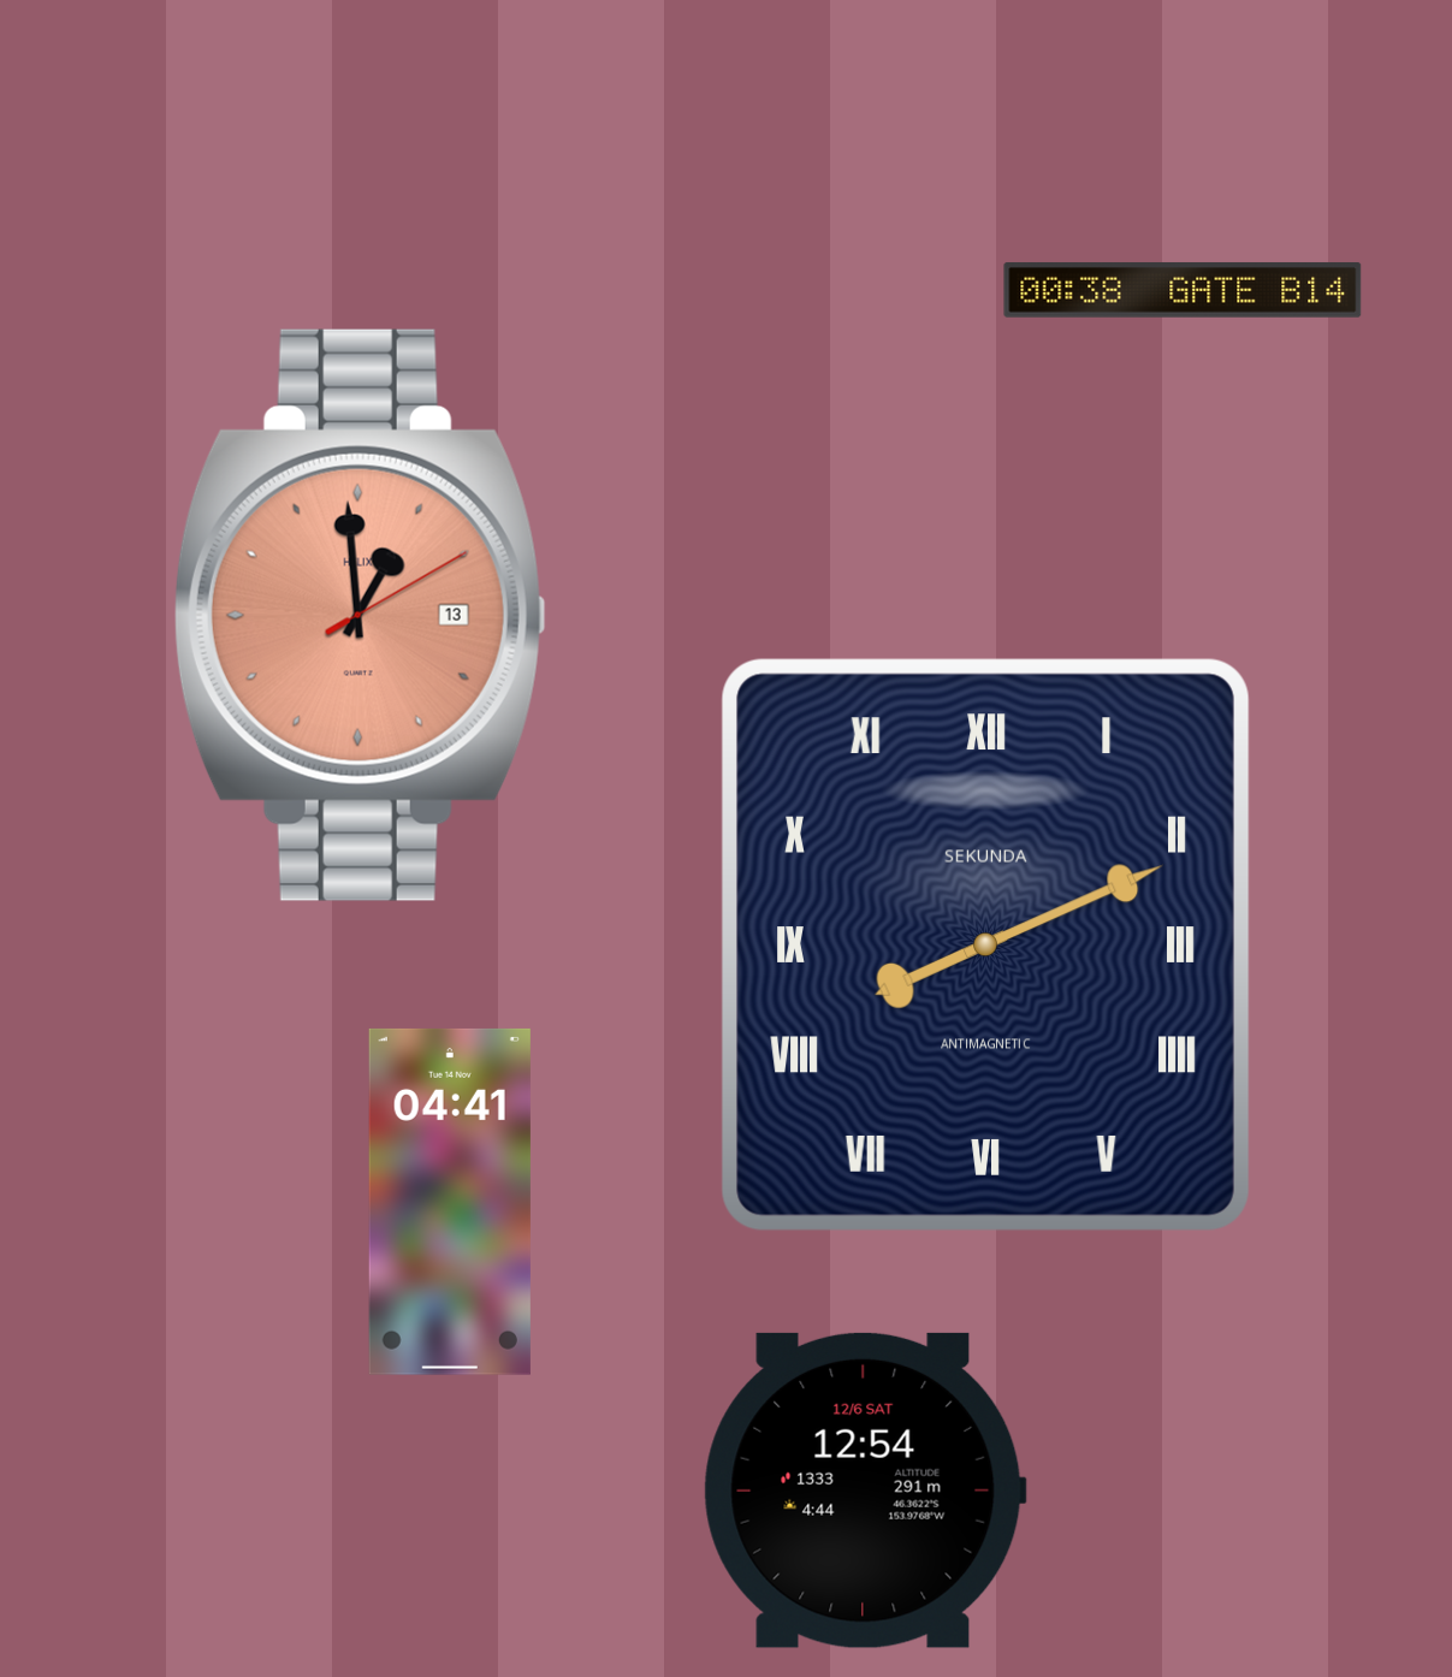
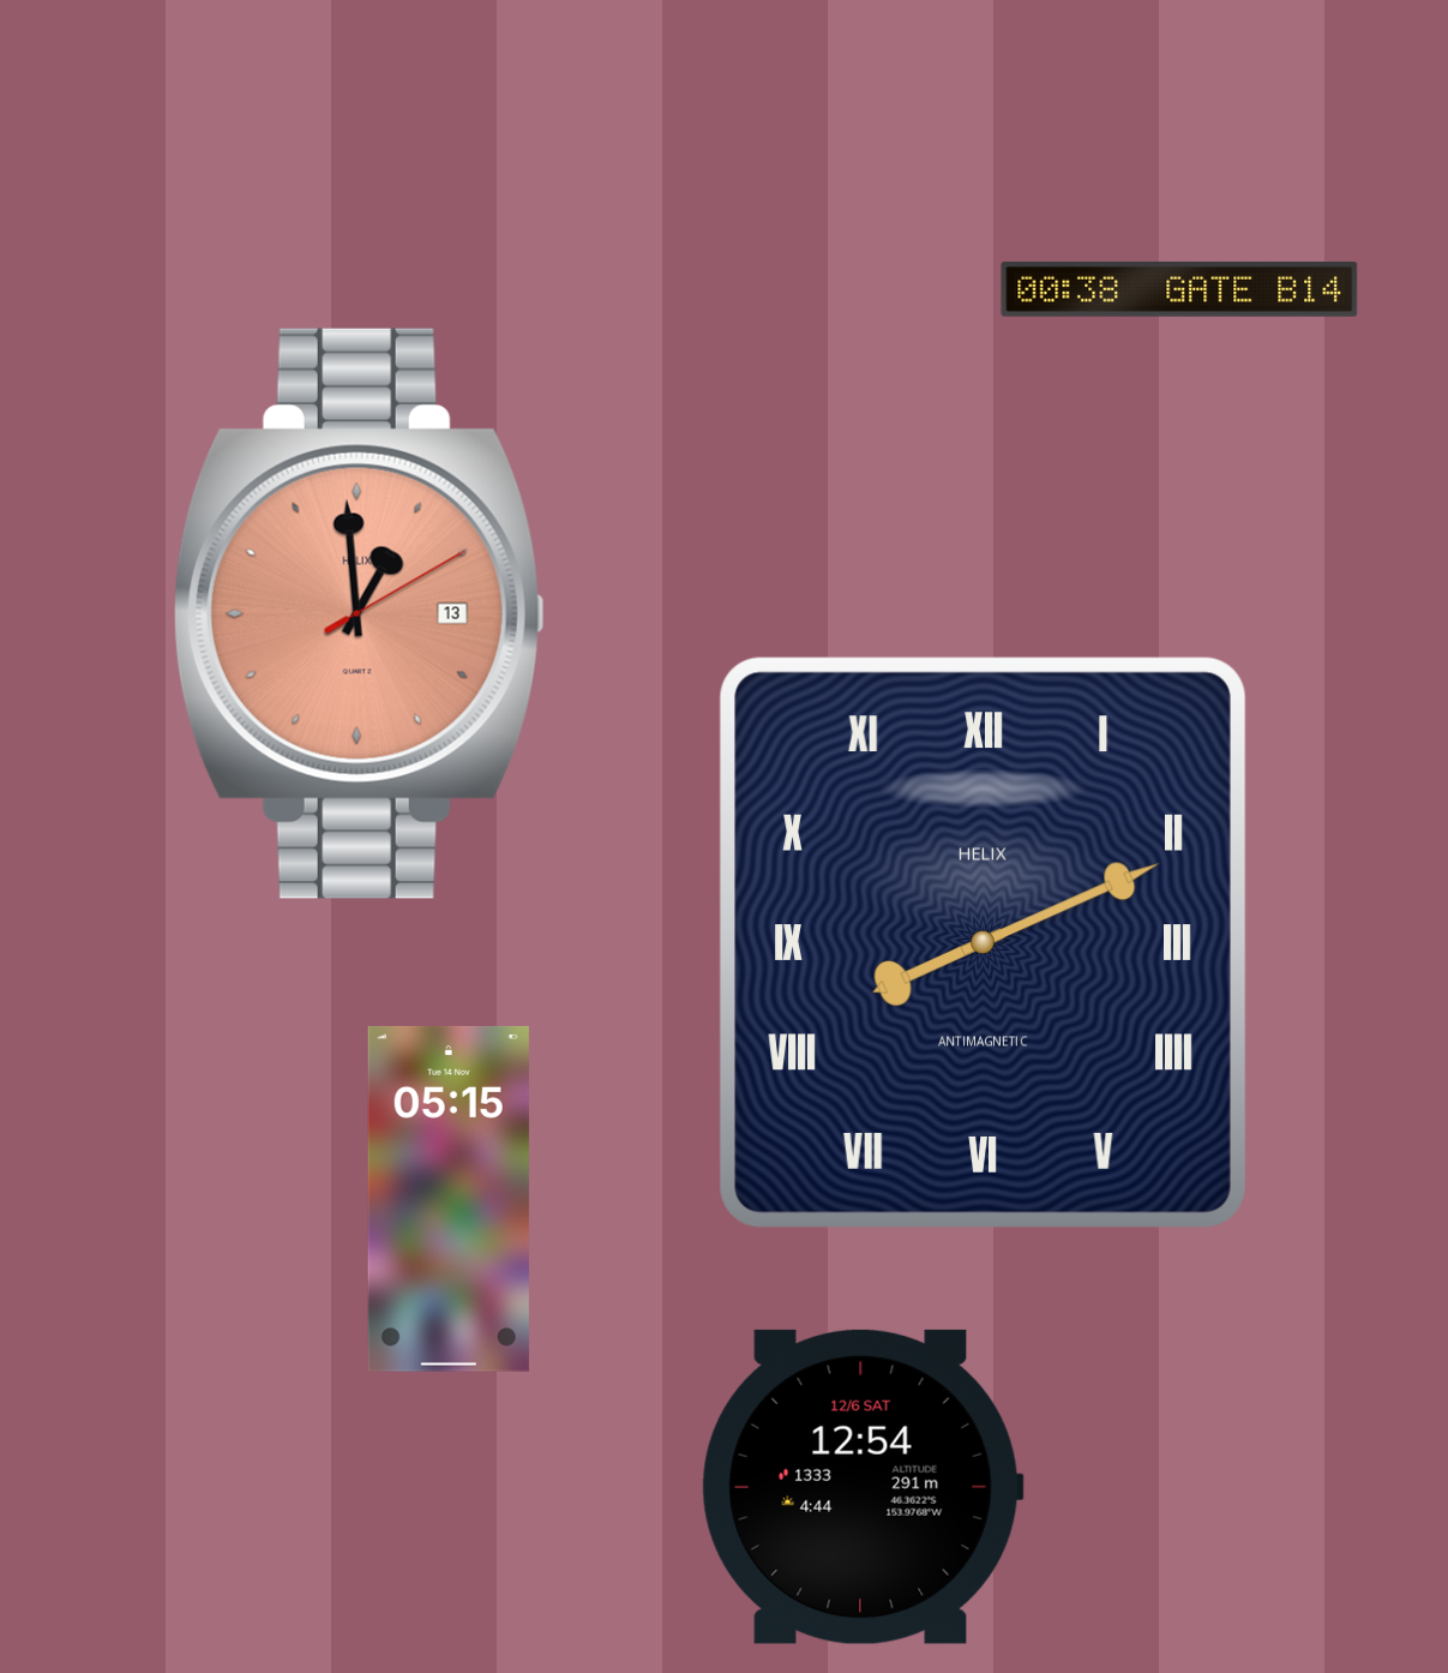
clock at (986, 946) brand: SEKUNDA -> HELIX
clock at (450, 1202): 04:41 -> 05:15
